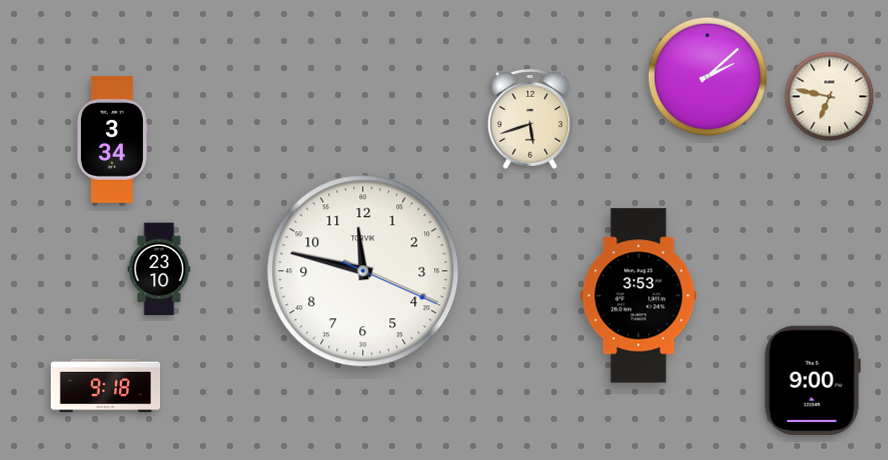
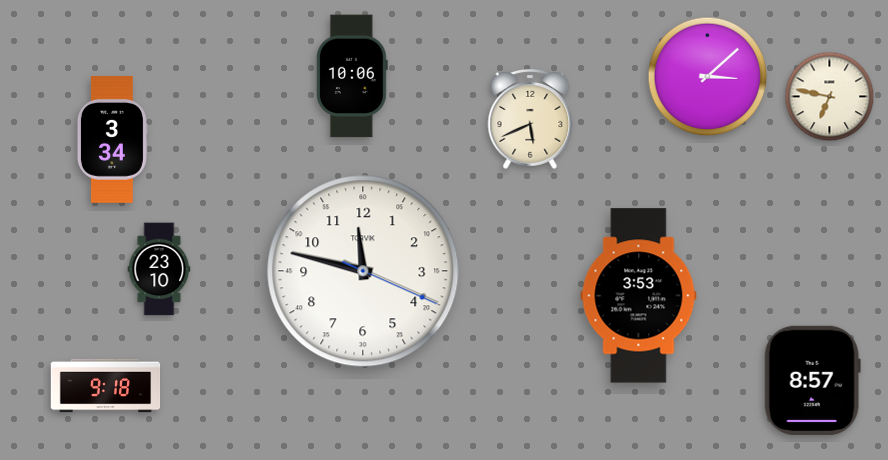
clock at (352, 76): none -> 10:06
clock at (708, 77): 2:08 -> 3:08
clock at (530, 119): 5:42 -> 5:41
clock at (812, 380): 9:00 -> 8:57
